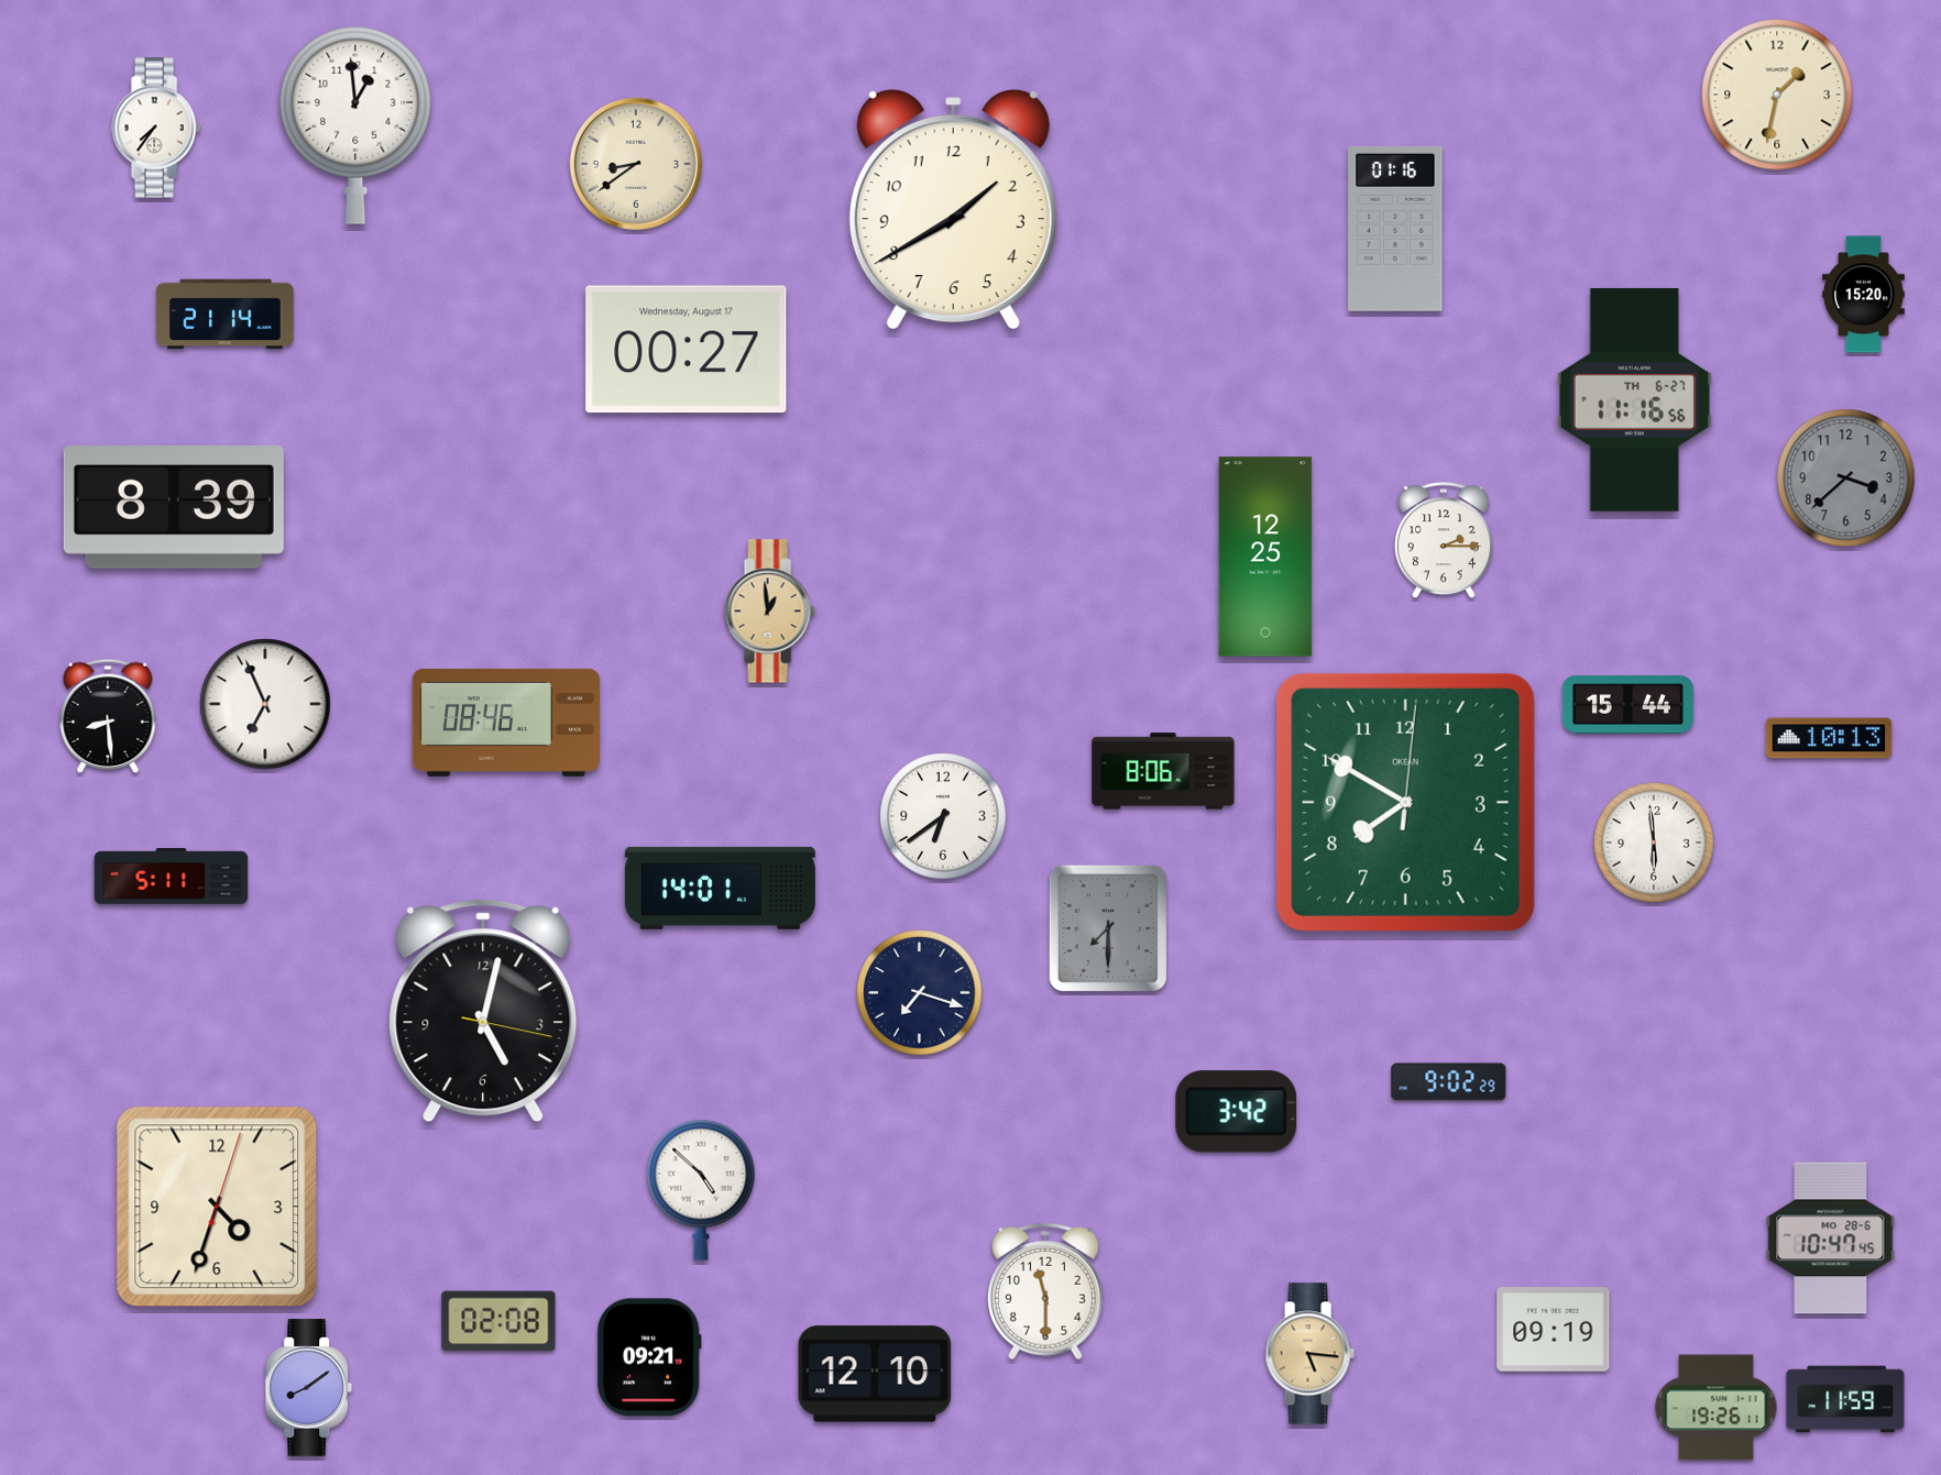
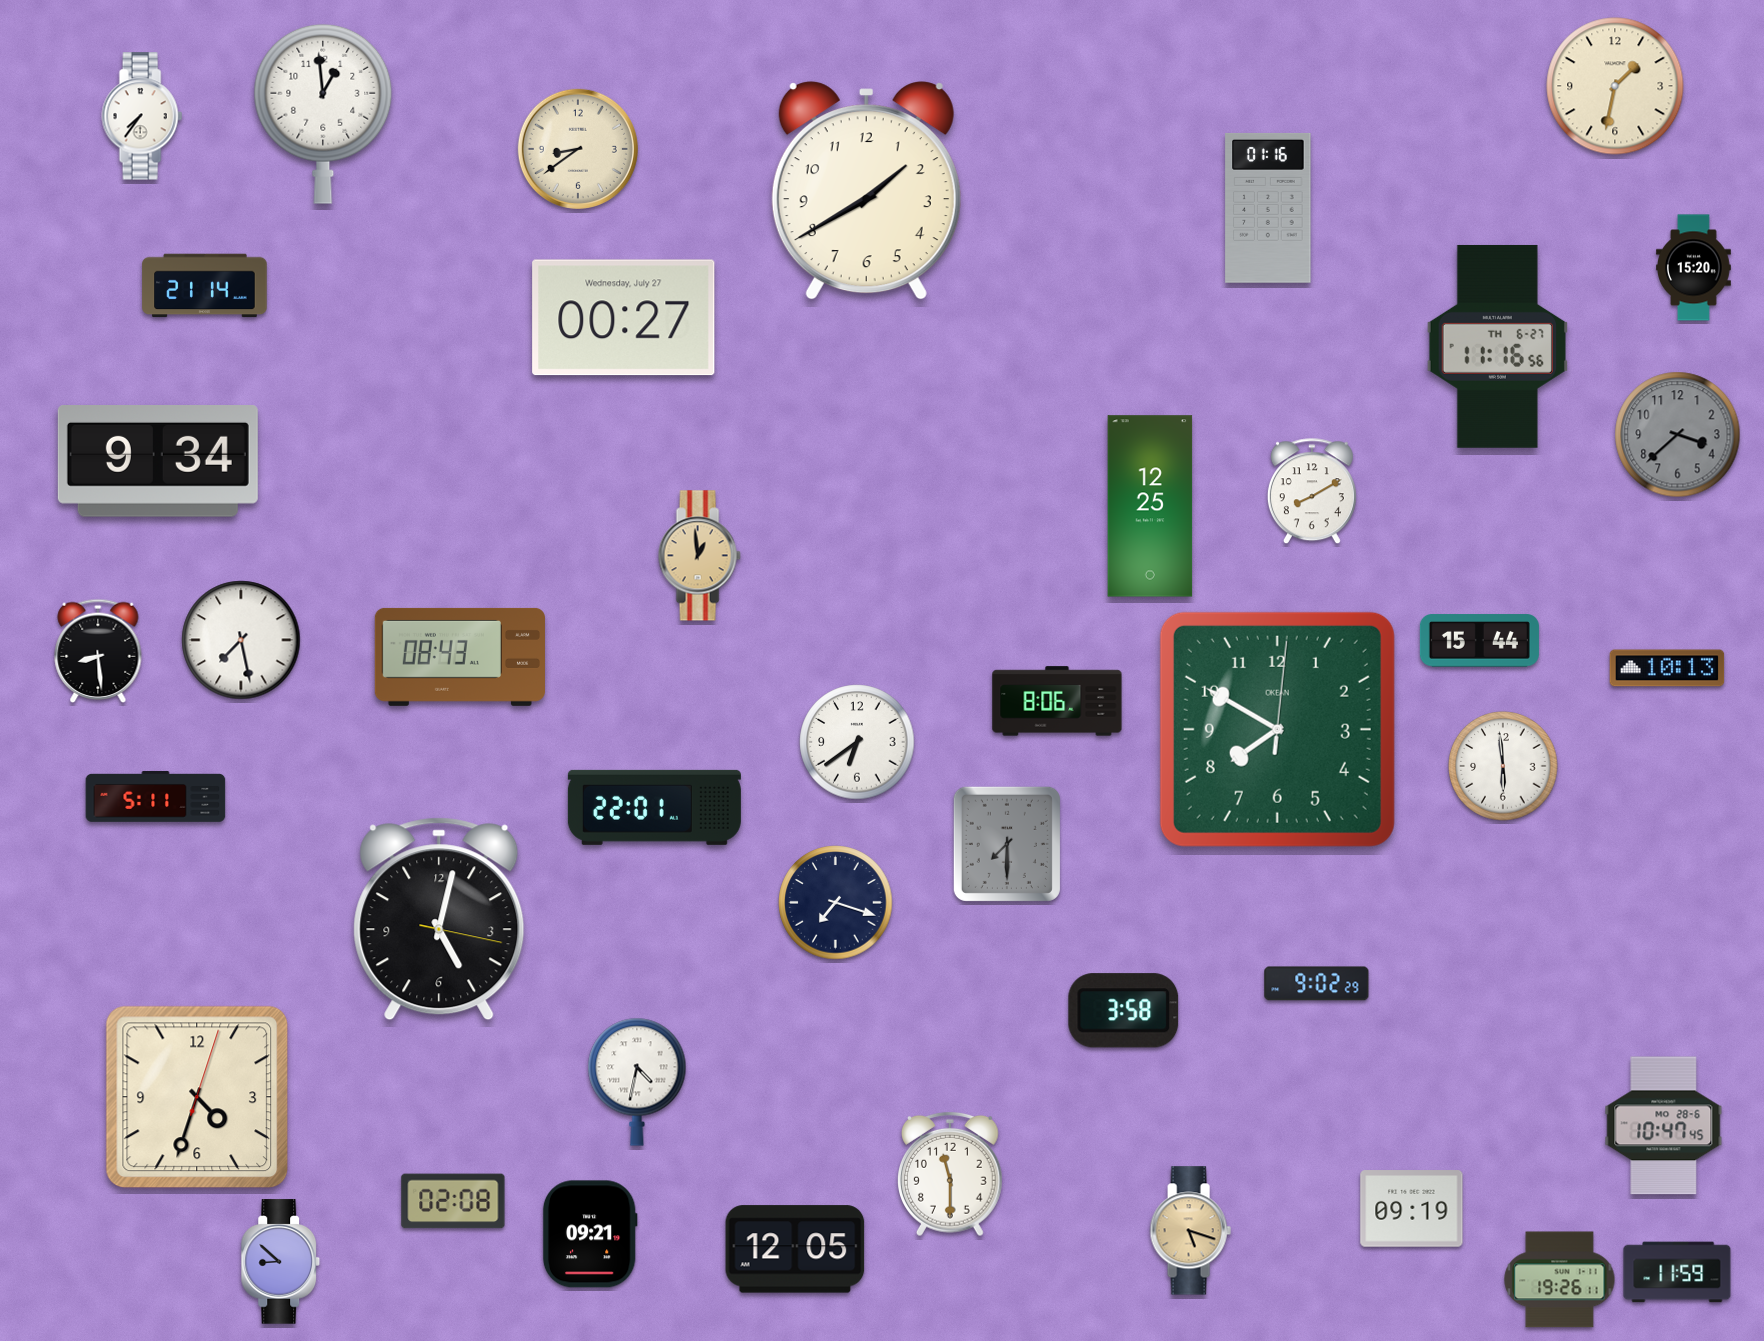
clock at (687, 350) date: Wednesday, August 17 -> Wednesday, July 27
clock at (1634, 399) position: (1634, 399) -> (1497, 346)
clock at (174, 508): 8:39 -> 9:34
clock at (1444, 541): 2:15 -> 8:10
clock at (265, 704): 6:56 -> 7:28
clock at (506, 723): 08:46 -> 08:43
clock at (1829, 738) position: (1829, 738) -> (1667, 668)
clock at (720, 888): 14:01 -> 22:01
clock at (1237, 1112): 3:42 -> 3:58
clock at (701, 1190): 4:52 -> 4:32
clock at (1309, 1354): 5:16 -> 5:18
clock at (875, 1374): 12:10 -> 12:05
clock at (309, 1388): 8:09 -> 8:52
